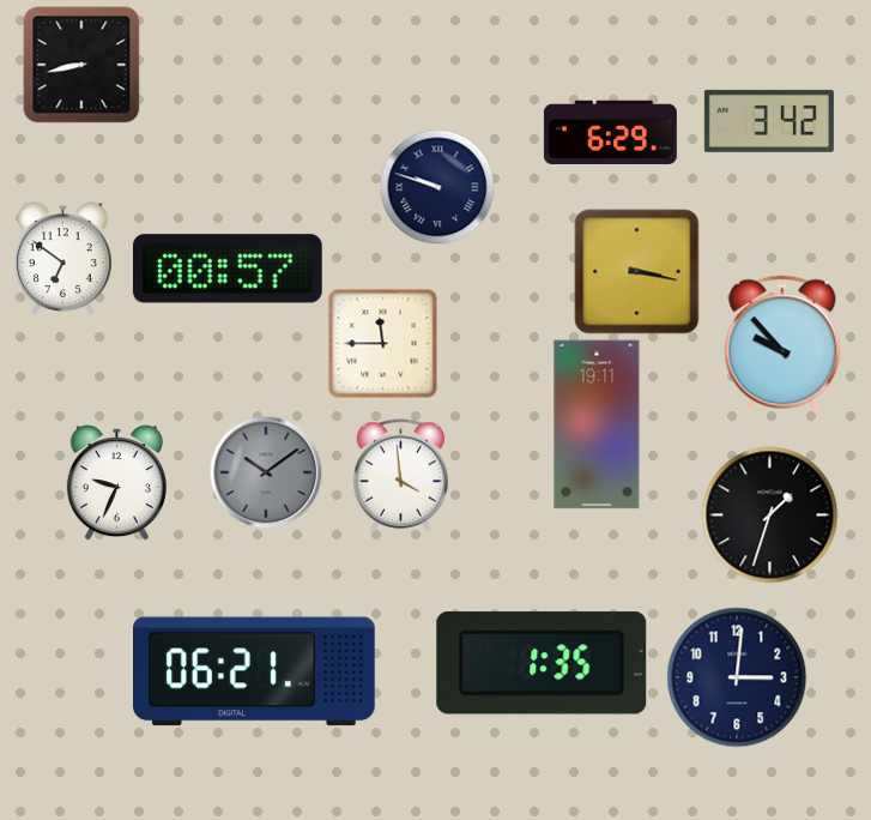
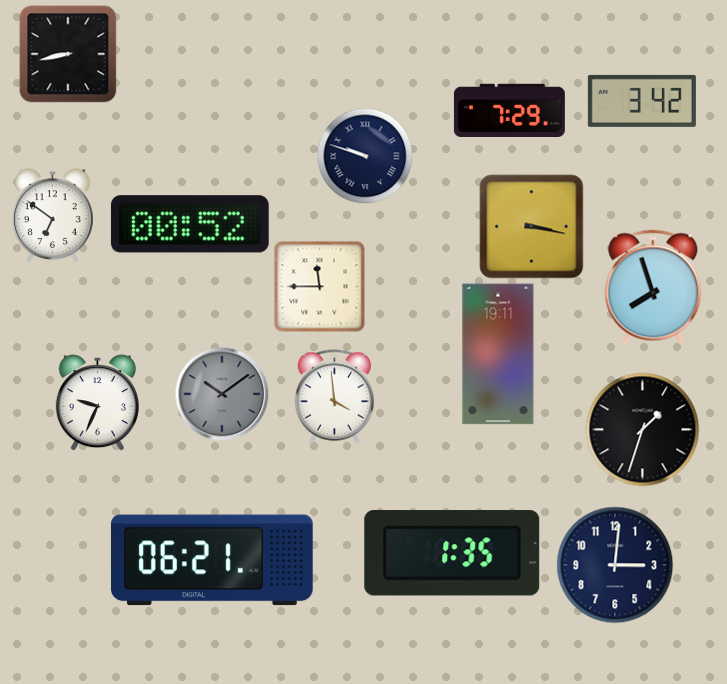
clock at (610, 132): 6:29 -> 7:29
clock at (228, 269): 00:57 -> 00:52
clock at (782, 344): 9:53 -> 7:57
